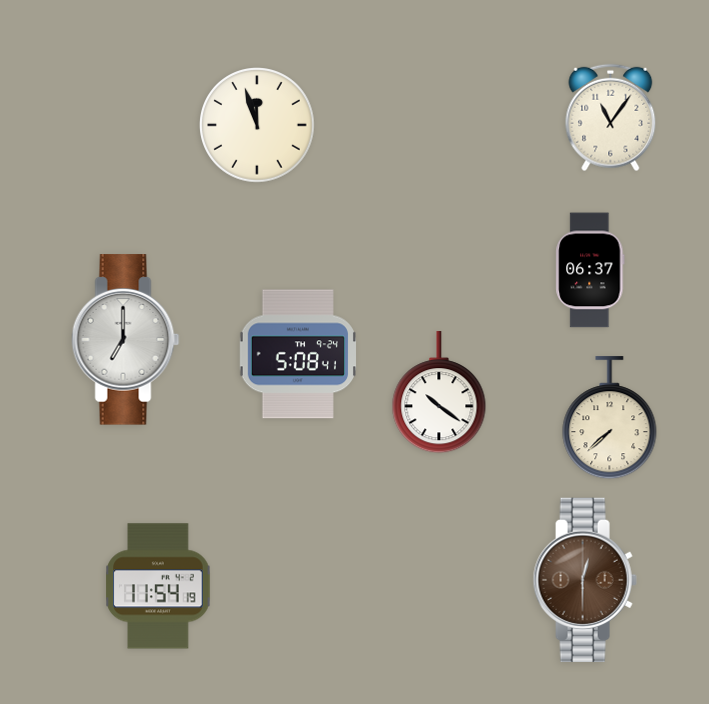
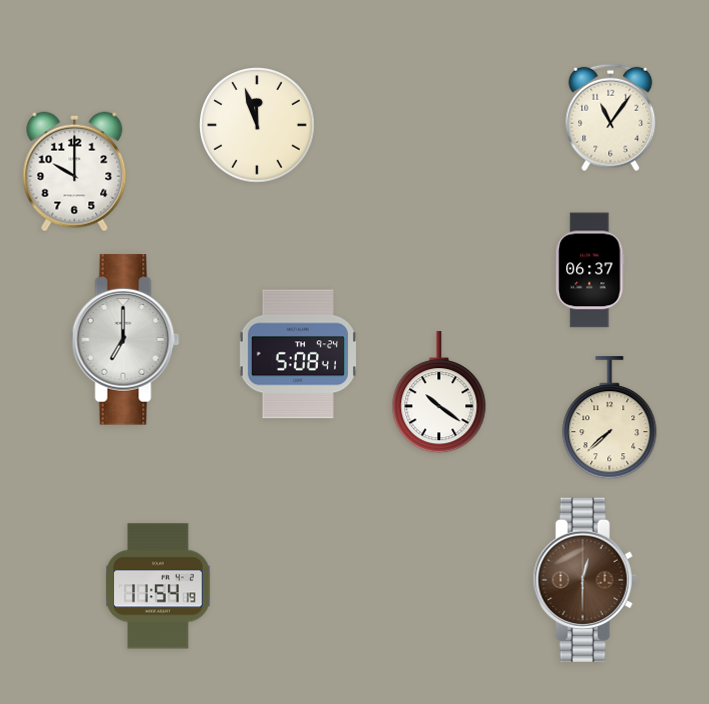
clock at (75, 172): none -> 10:00
